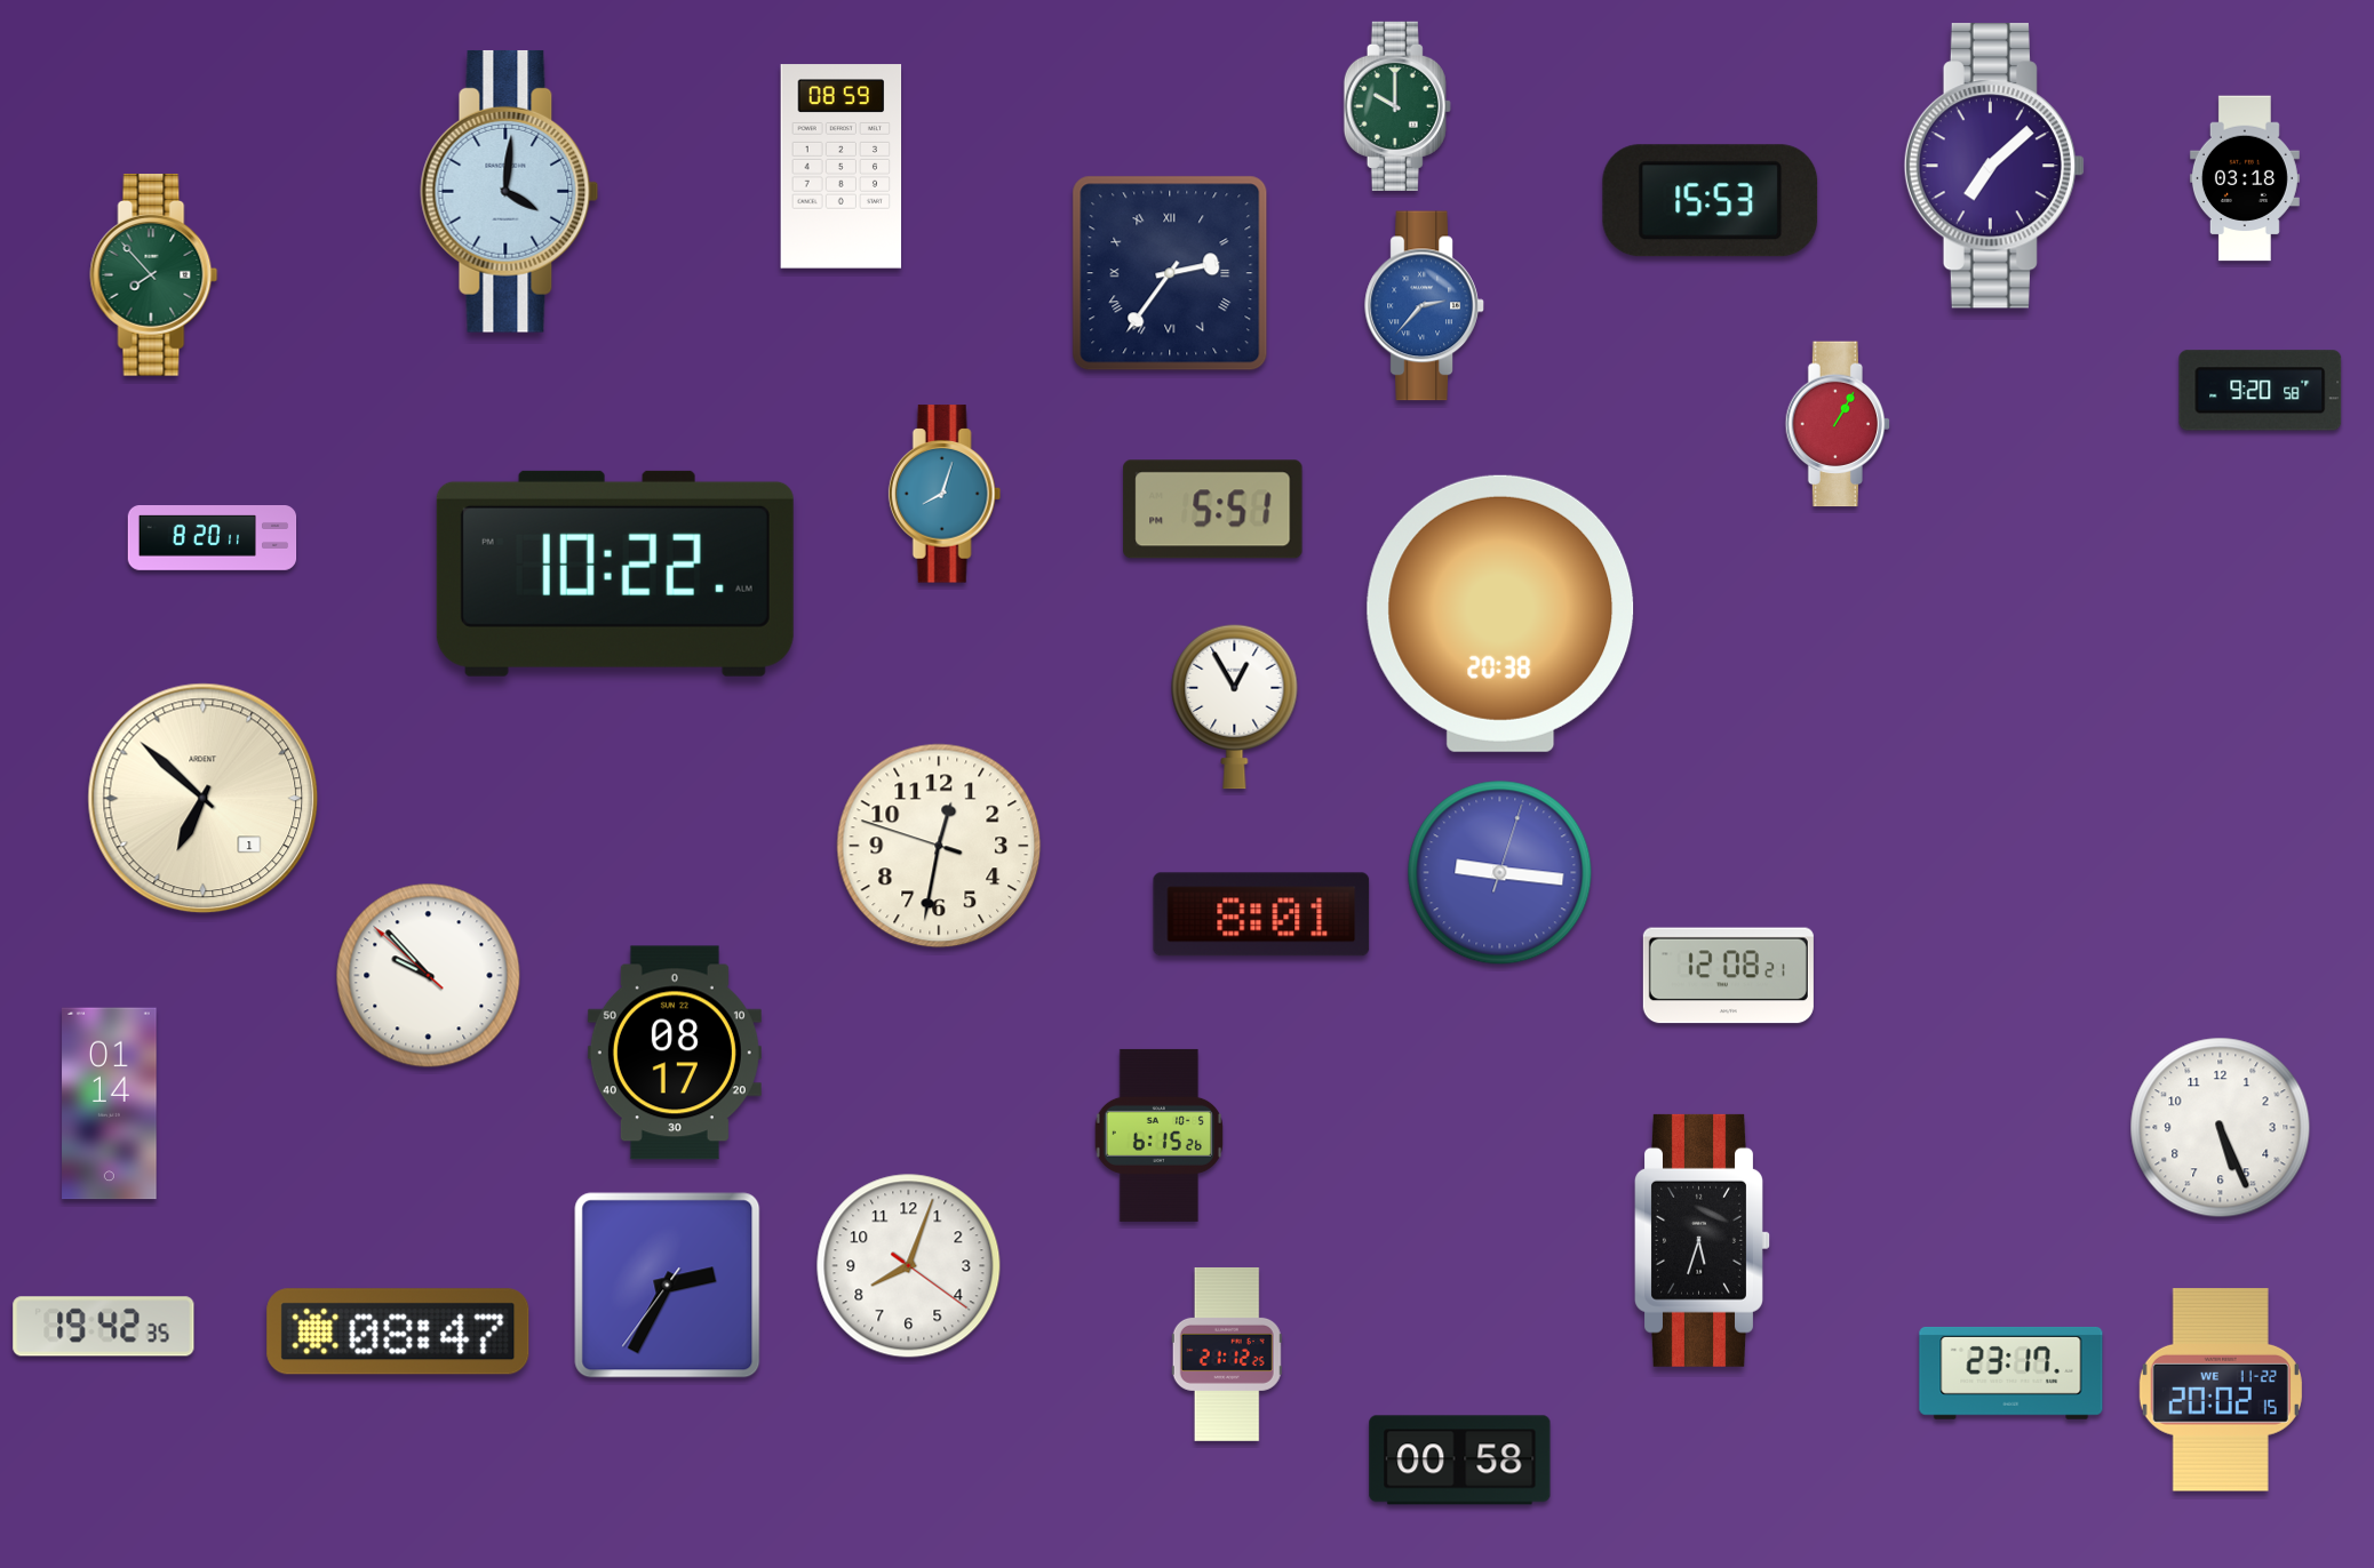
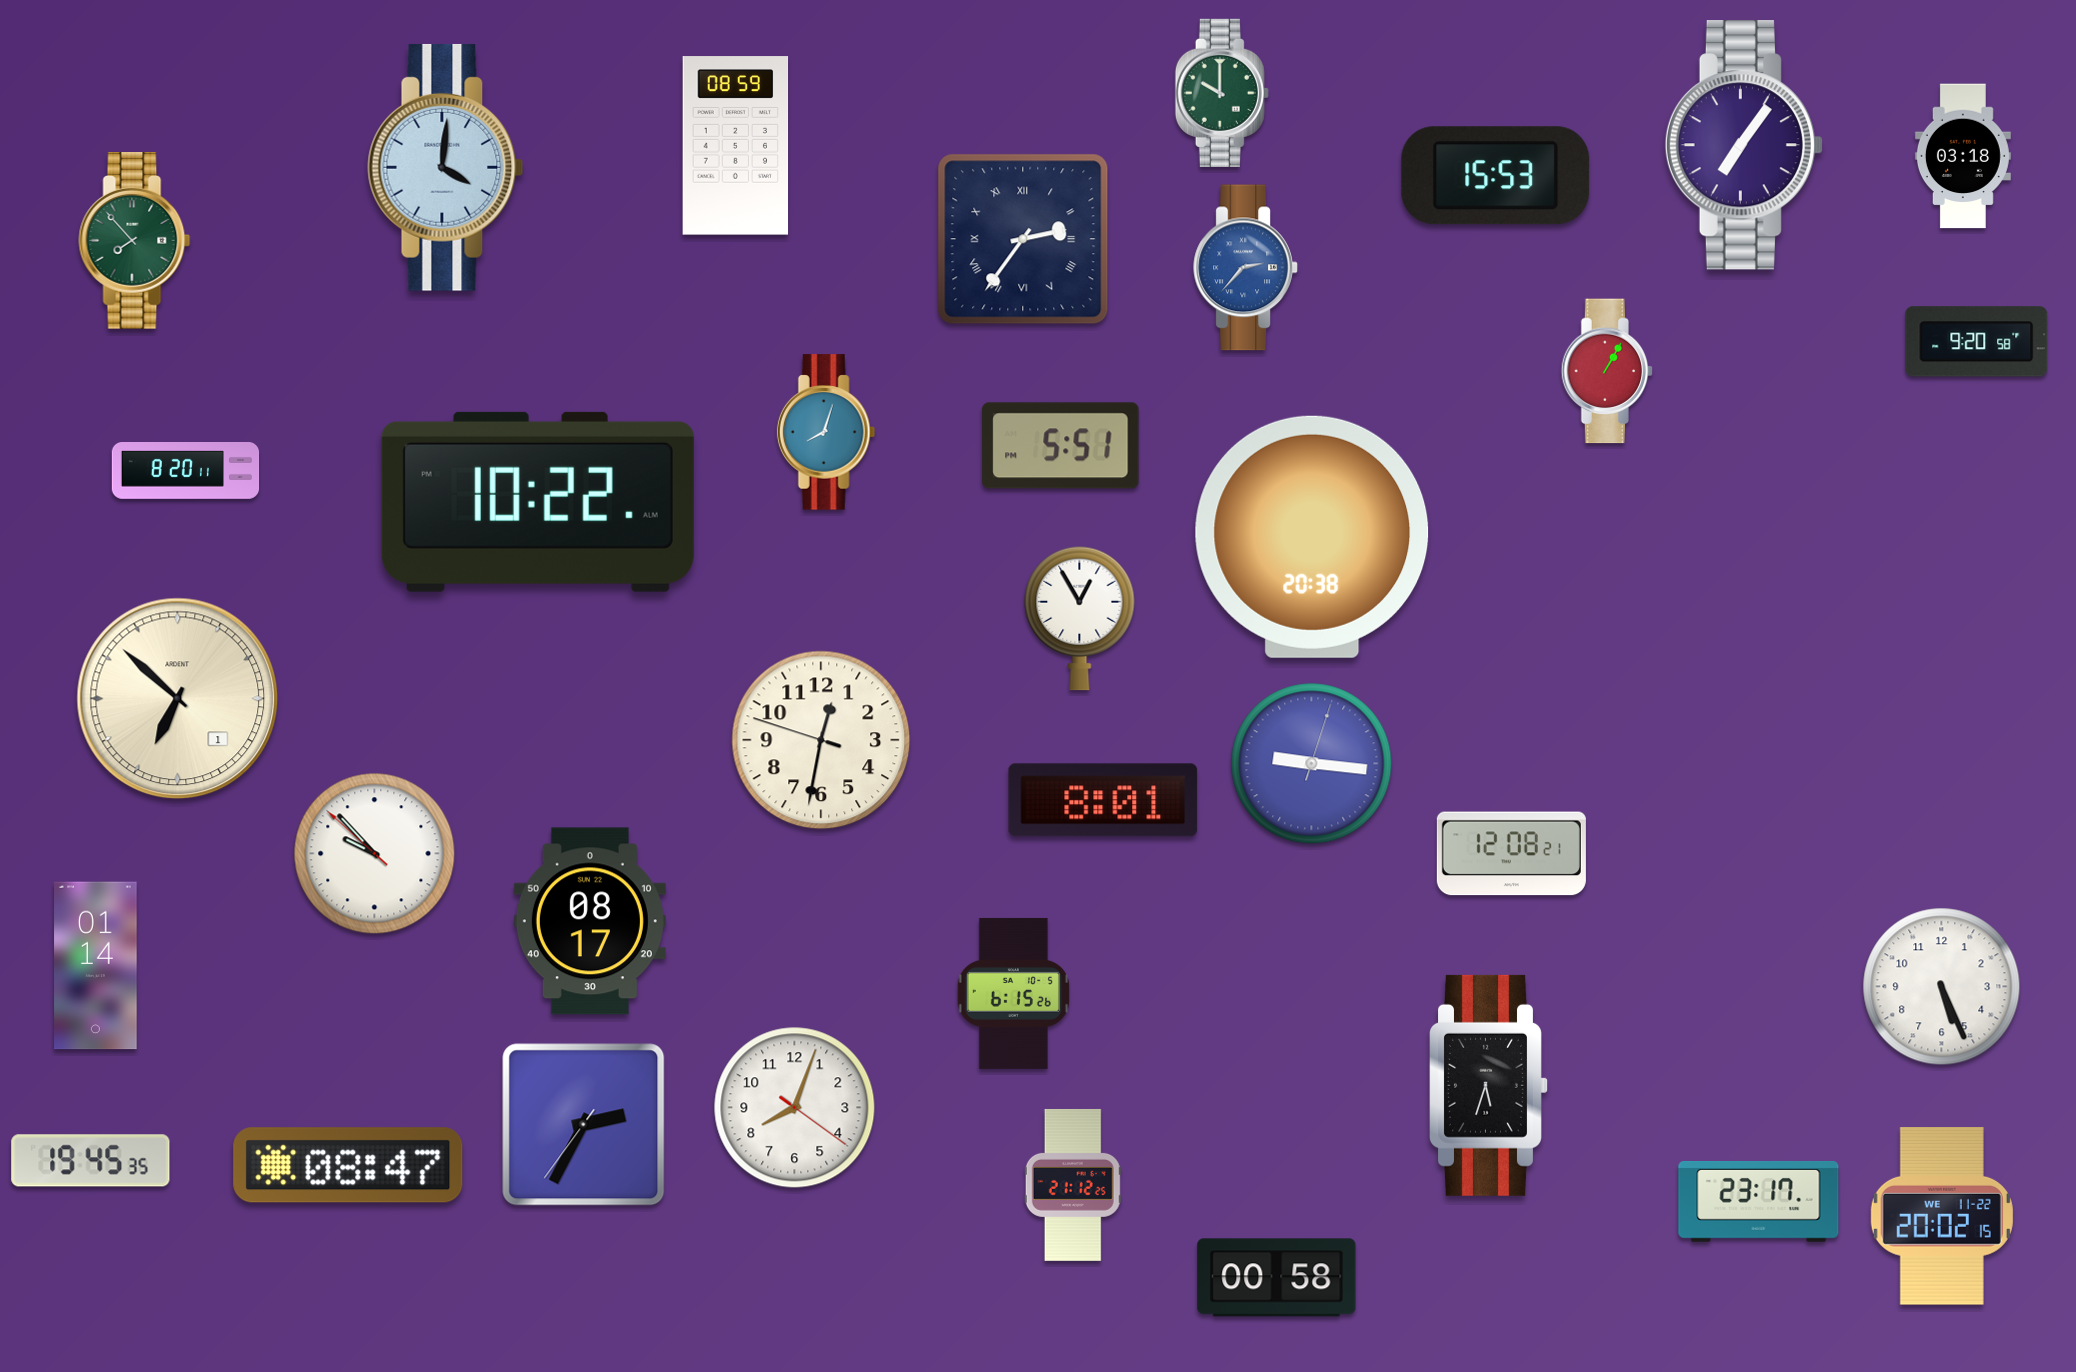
clock at (1994, 166): 7:08 -> 7:06
clock at (104, 1327): 19:42 -> 19:45
